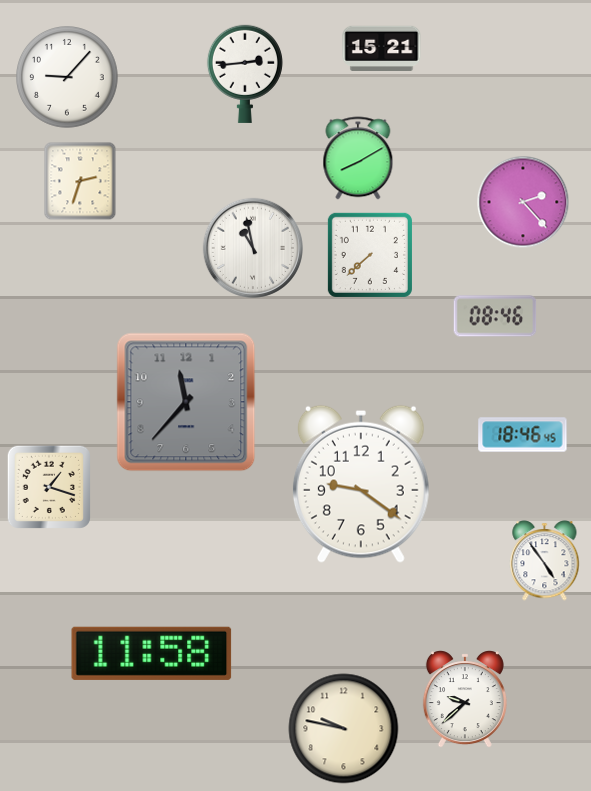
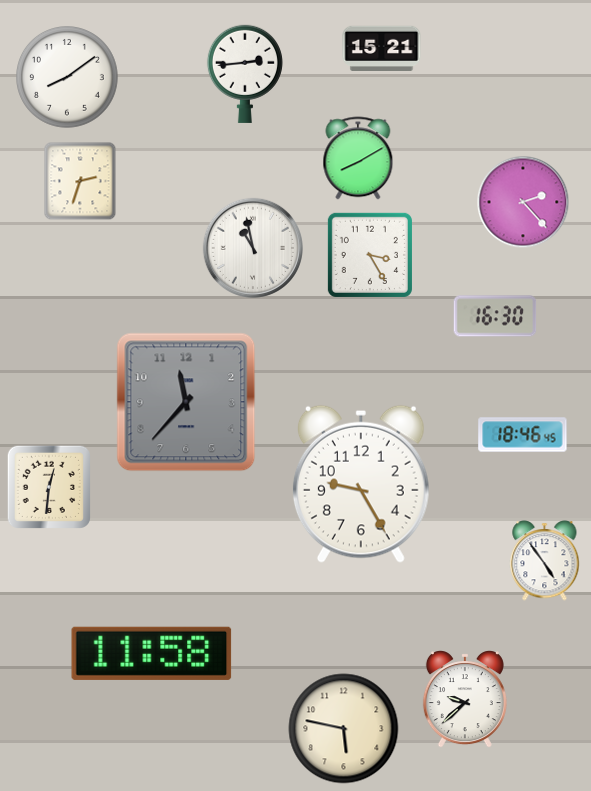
clock at (68, 78): 9:07 -> 8:09
clock at (370, 255): 7:38 -> 3:25
clock at (495, 316): 08:46 -> 16:30
clock at (361, 484): 9:21 -> 9:25
clock at (49, 487): 1:18 -> 12:31
clock at (344, 729): 9:47 -> 5:47
